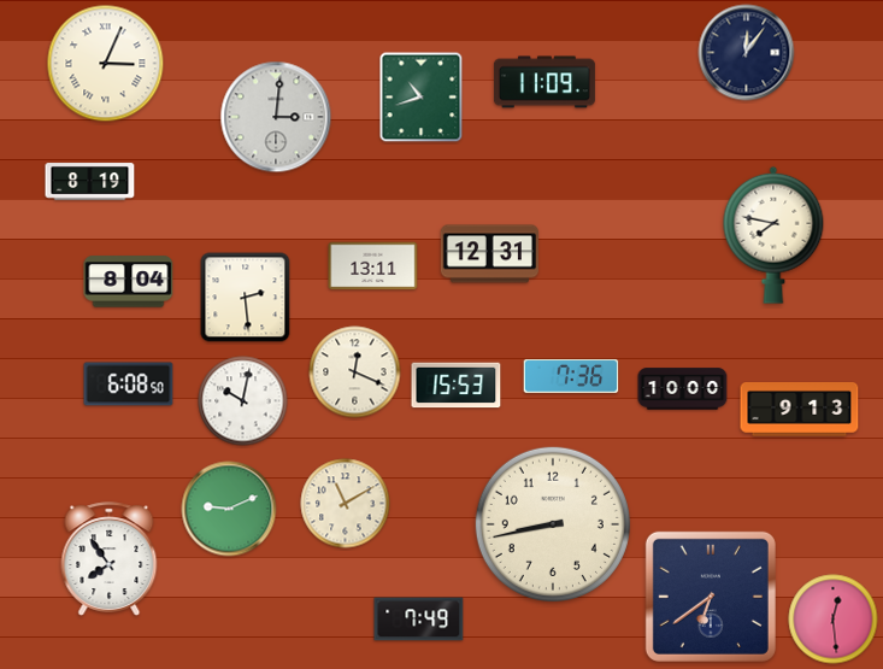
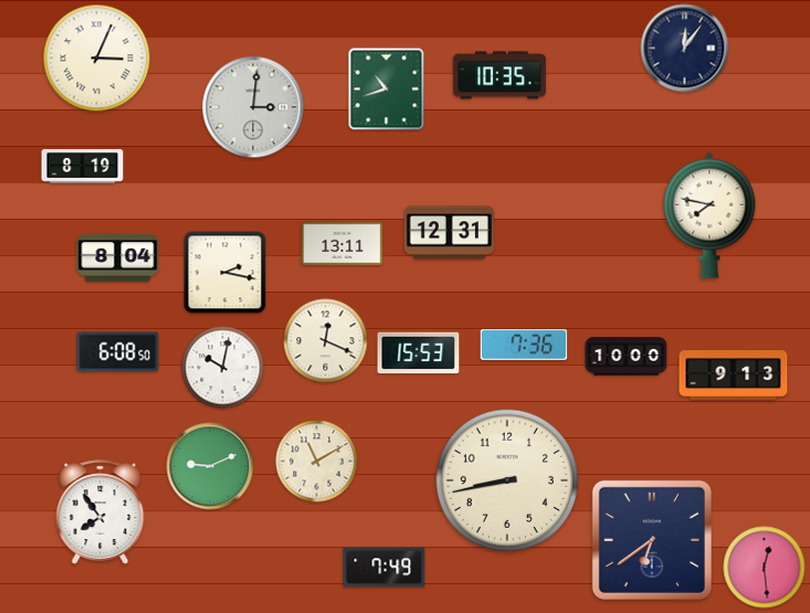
clock at (544, 82): 11:09 -> 10:35
clock at (246, 298): 2:29 -> 2:17
clock at (711, 597) position: (711, 597) -> (652, 540)
